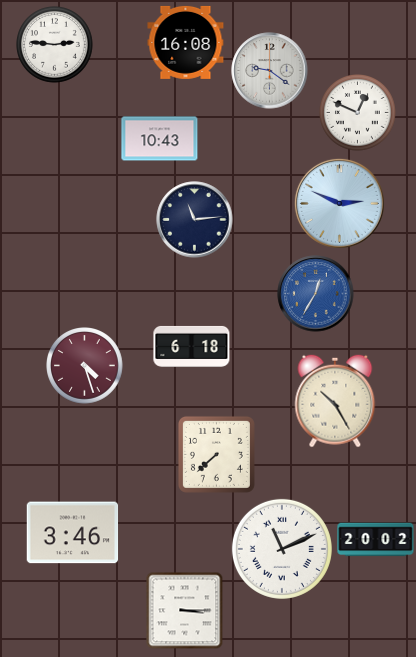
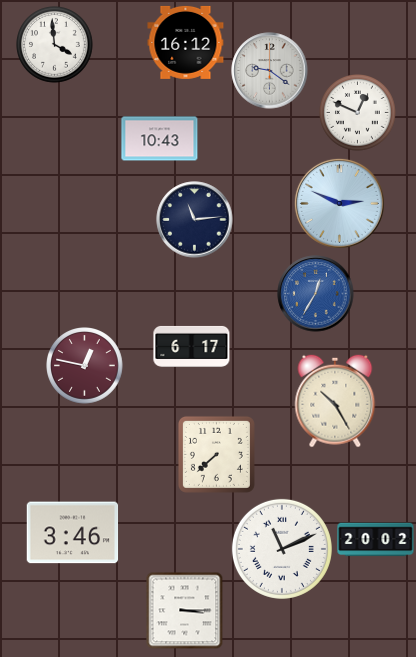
clock at (186, 42): 16:08 -> 16:12
clock at (55, 45): 2:46 -> 3:59
clock at (192, 346): 6:18 -> 6:17
clock at (85, 366): 4:27 -> 12:47
